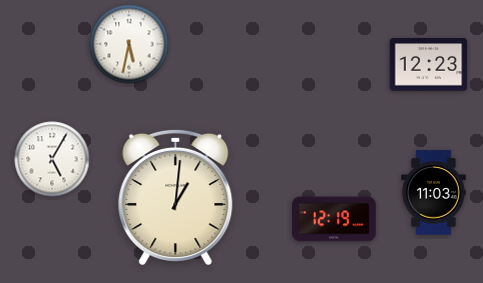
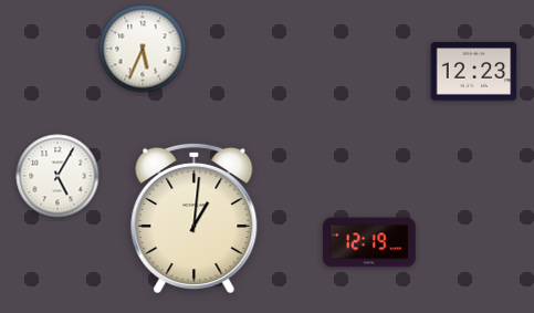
clock at (129, 44): 5:32 -> 5:34
clock at (434, 193): 11:03 -> none
